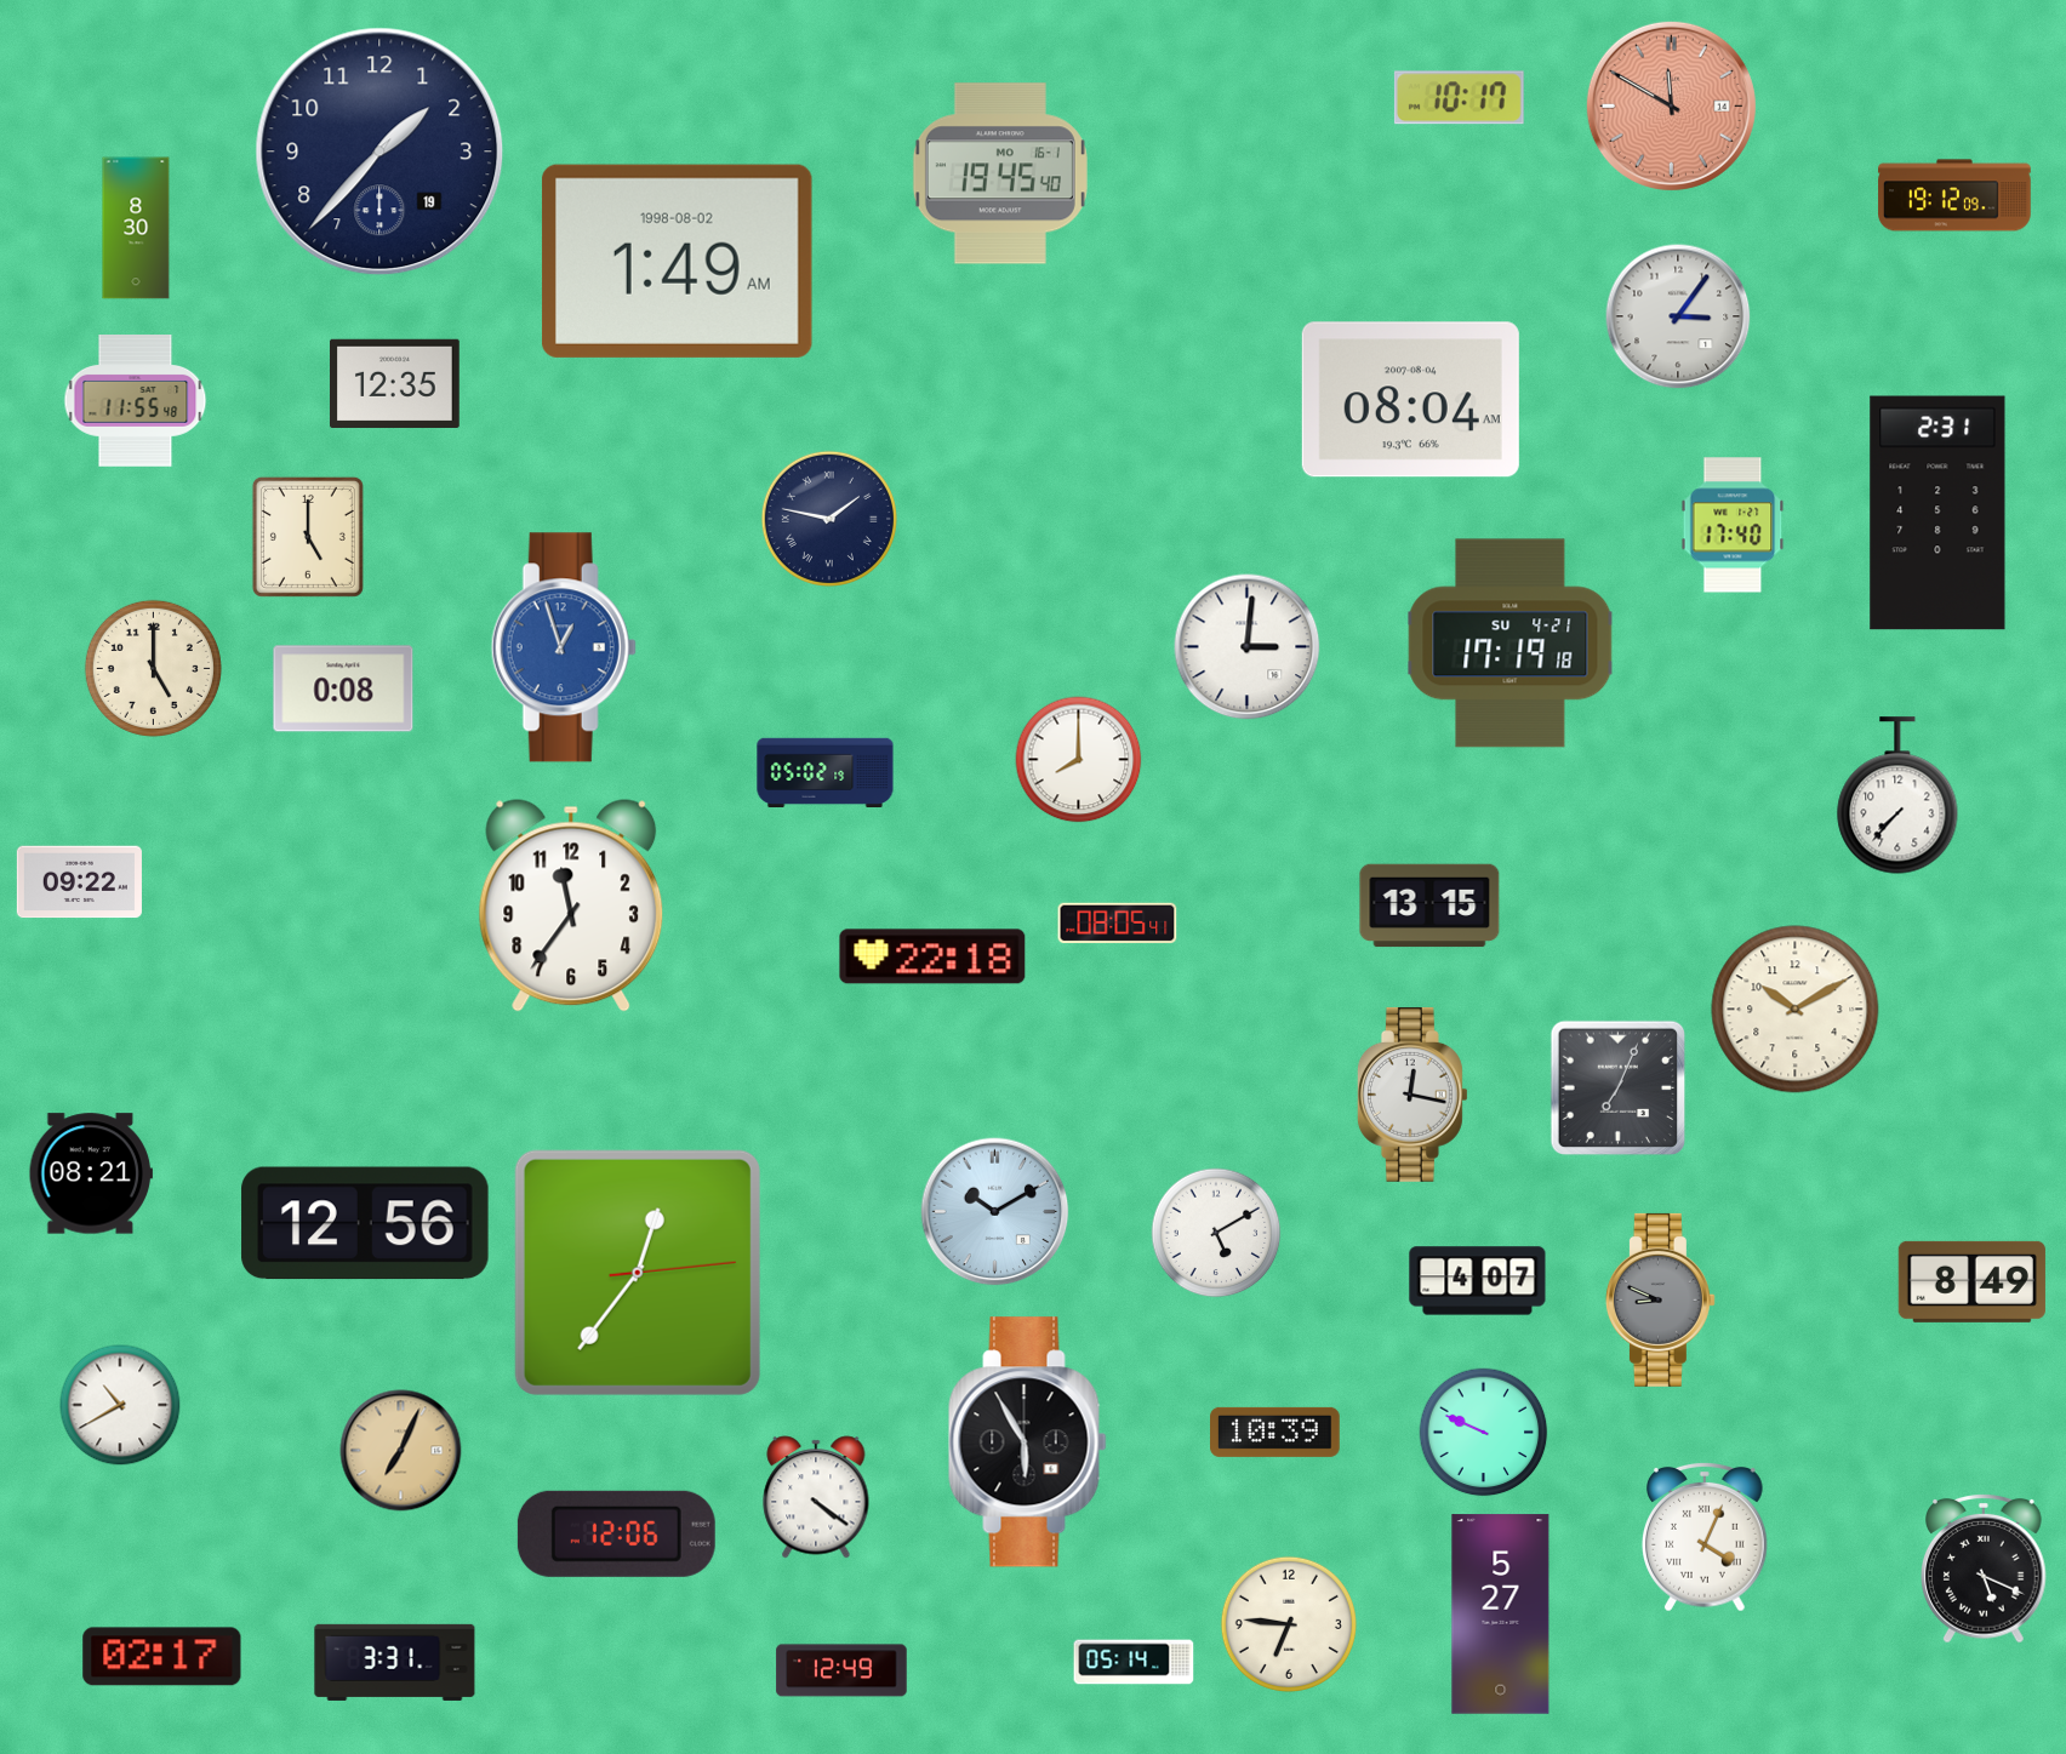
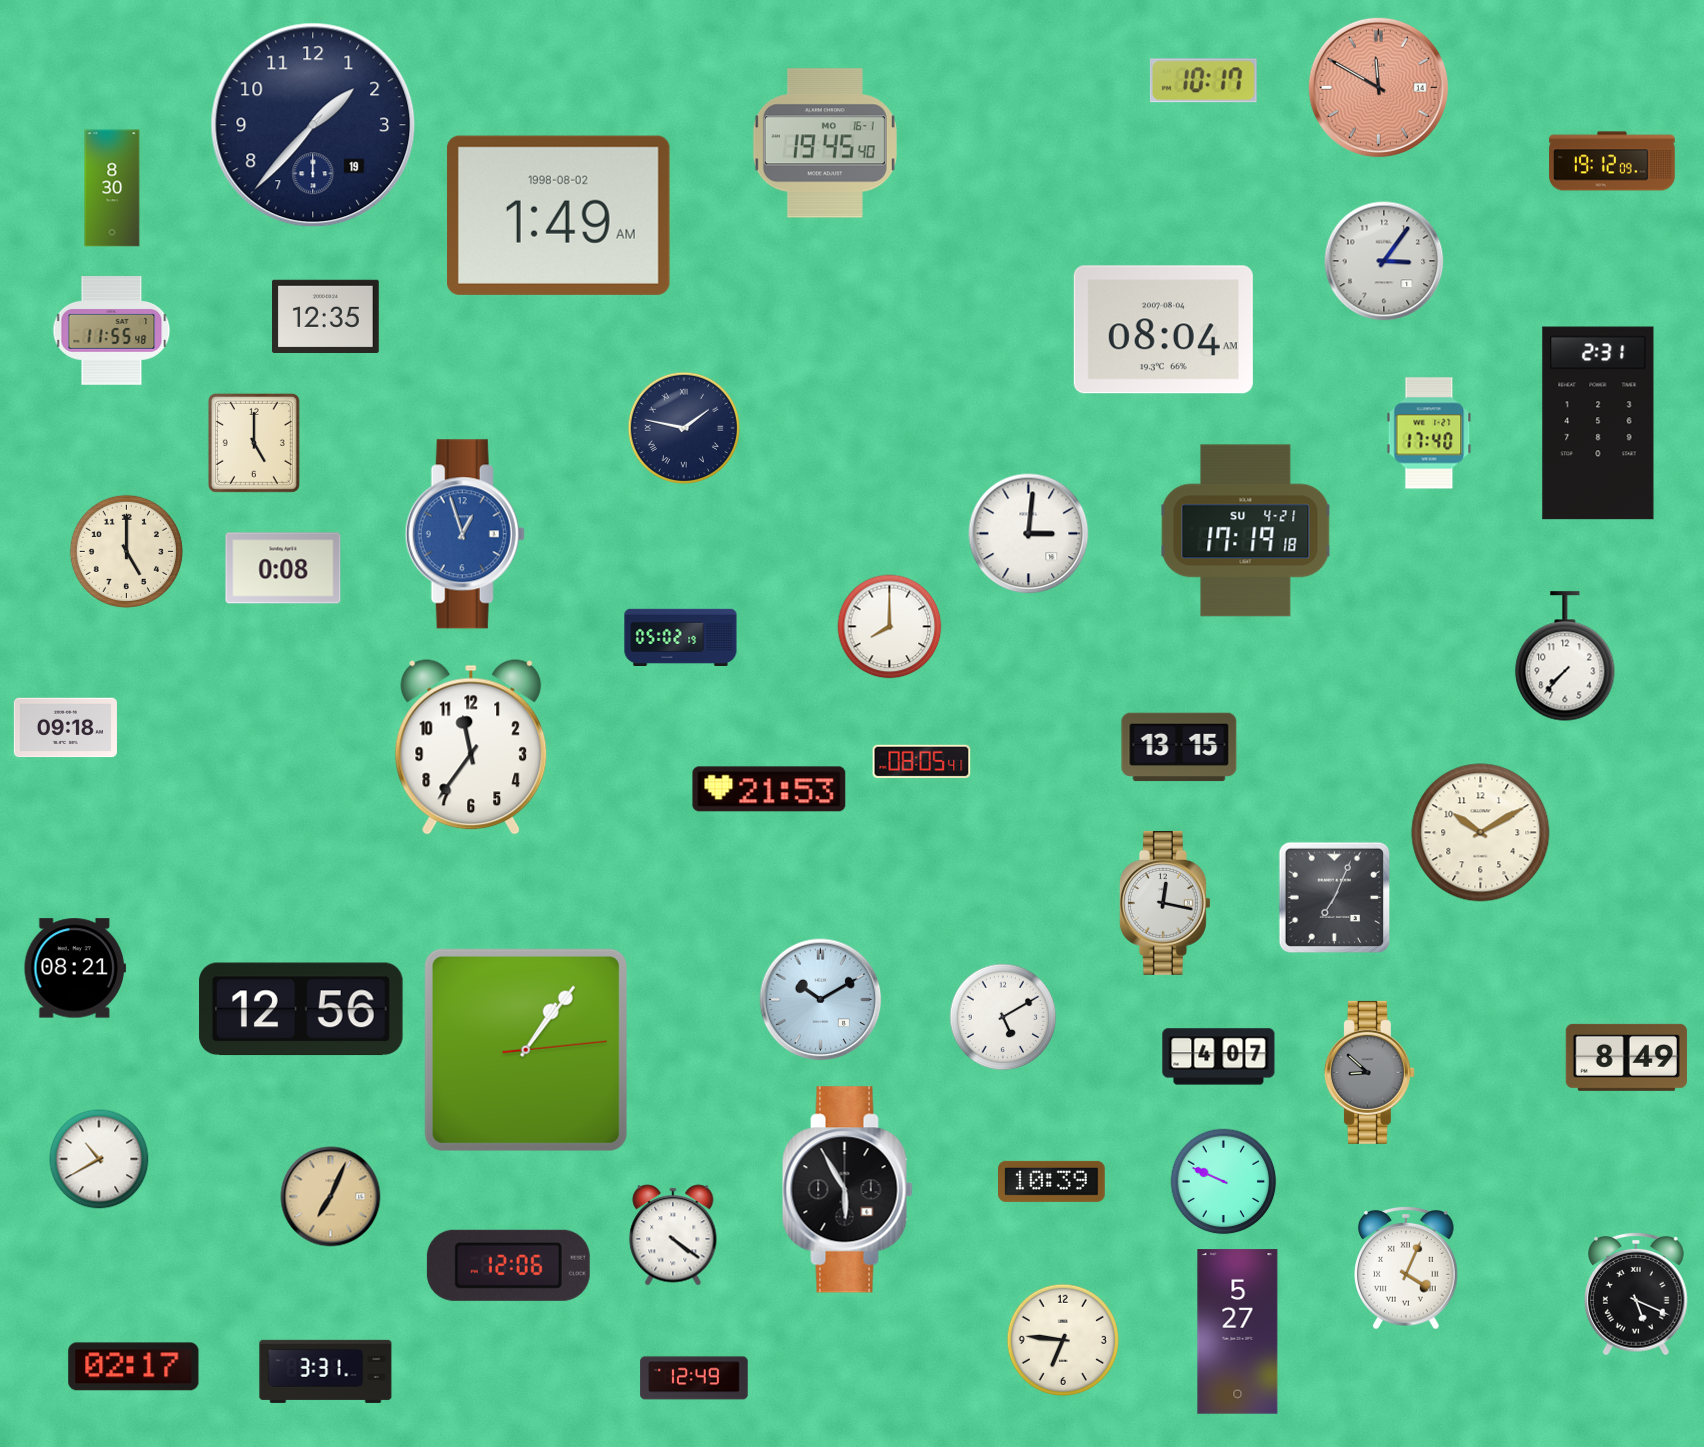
clock at (79, 882): 09:22 -> 09:18
clock at (932, 956): 22:18 -> 21:53
clock at (638, 1273): 12:36 -> 1:06
clock at (1660, 1299): 8:49 -> 8:52
clock at (1134, 1662): 05:14 -> none
